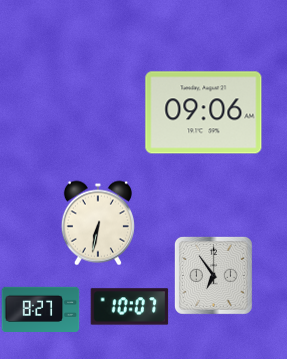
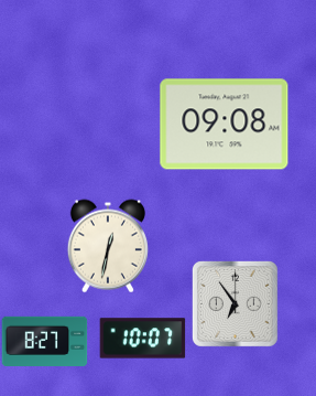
clock at (204, 113): 09:06 -> 09:08
clock at (98, 223): 6:32 -> 12:32
